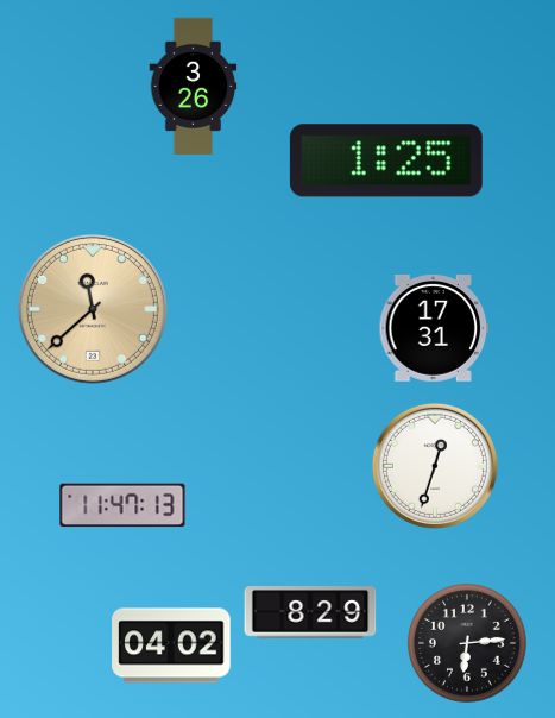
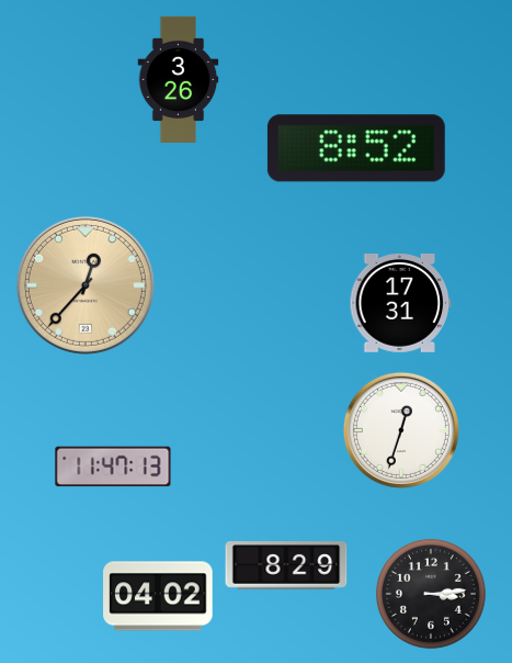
clock at (386, 160): 1:25 -> 8:52
clock at (93, 309): 11:38 -> 12:37
clock at (467, 643): 6:14 -> 3:14
